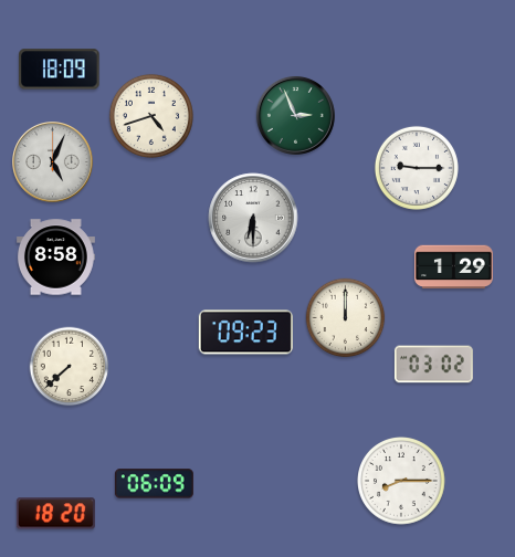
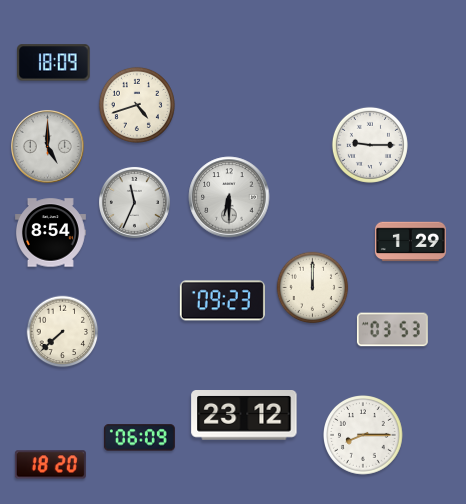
clock at (295, 115): 2:56 -> none
clock at (53, 162): 5:04 -> 5:00
clock at (417, 168) position: (417, 168) -> (370, 145)
clock at (134, 202): none -> 11:34
clock at (55, 258): 8:58 -> 8:54
clock at (433, 365): 03:02 -> 03:53
clock at (244, 416): none -> 23:12
